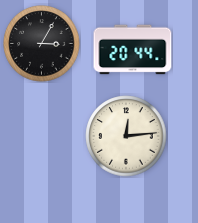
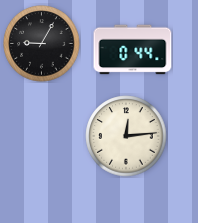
clock at (42, 44): 3:05 -> 9:05
clock at (133, 50): 20:44 -> 0:44
